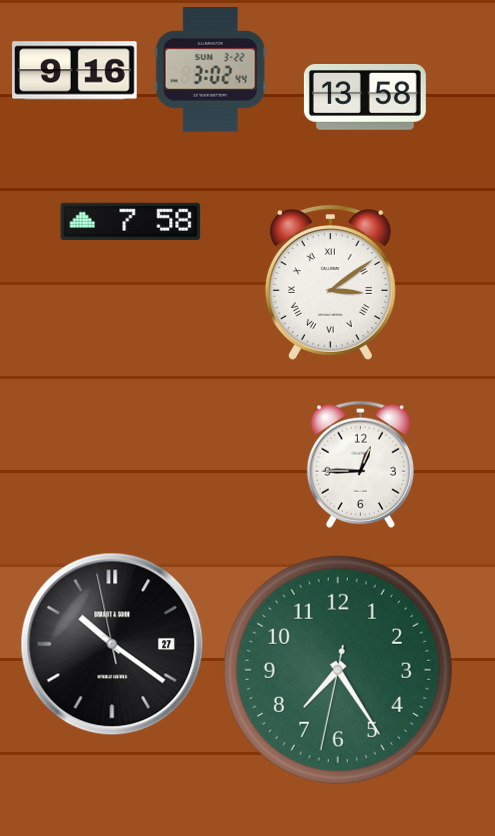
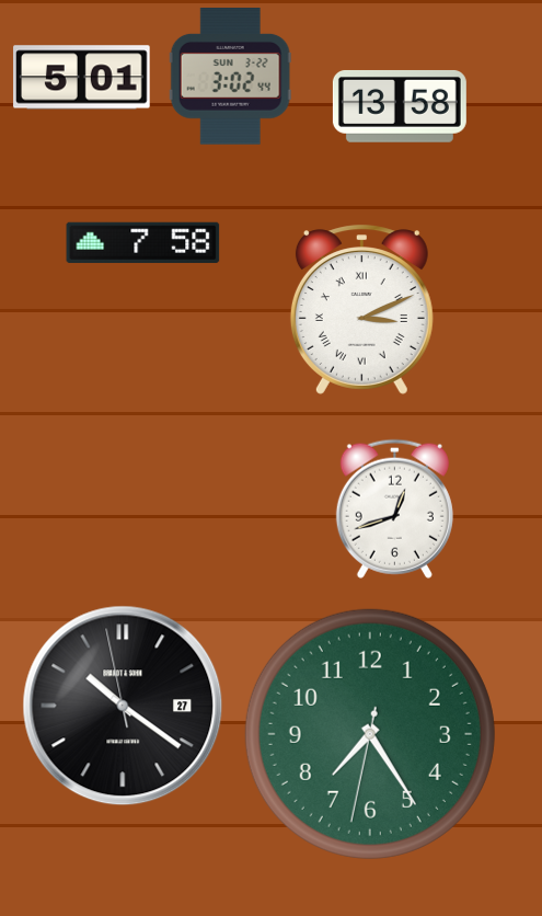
clock at (75, 71): 9:16 -> 5:01
clock at (330, 283): 3:09 -> 3:11
clock at (360, 464): 12:45 -> 12:42
